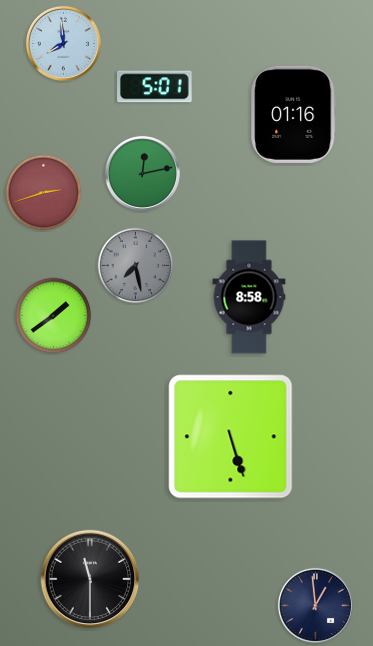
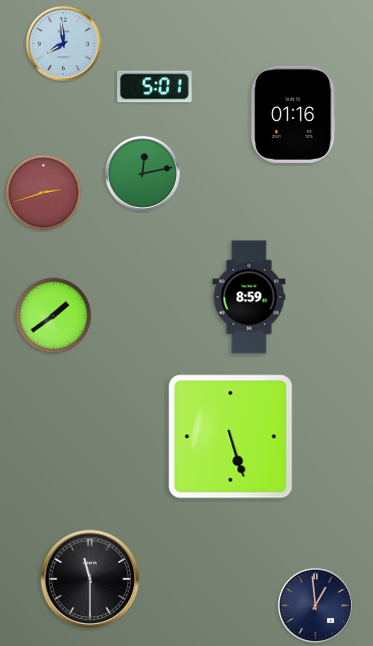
clock at (136, 266): 7:28 -> none
clock at (249, 297): 8:58 -> 8:59
